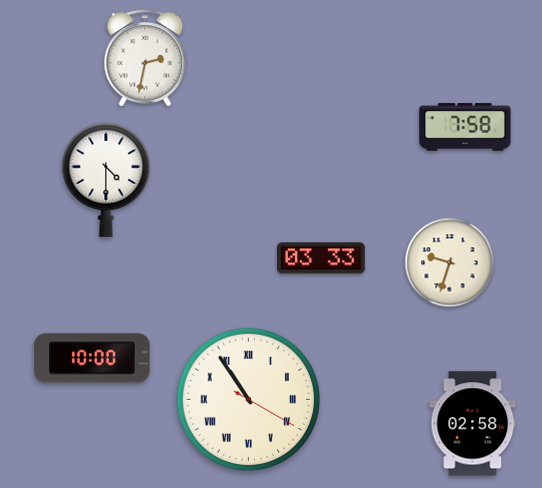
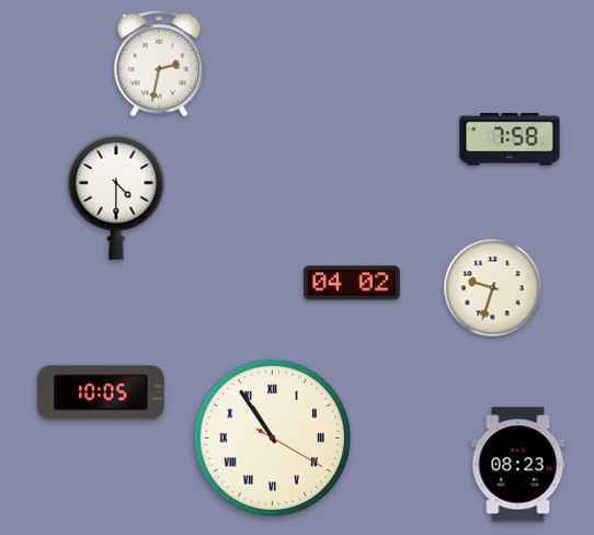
clock at (322, 258): 03:33 -> 04:02
clock at (92, 358): 10:00 -> 10:05
clock at (473, 424): 02:58 -> 08:23
